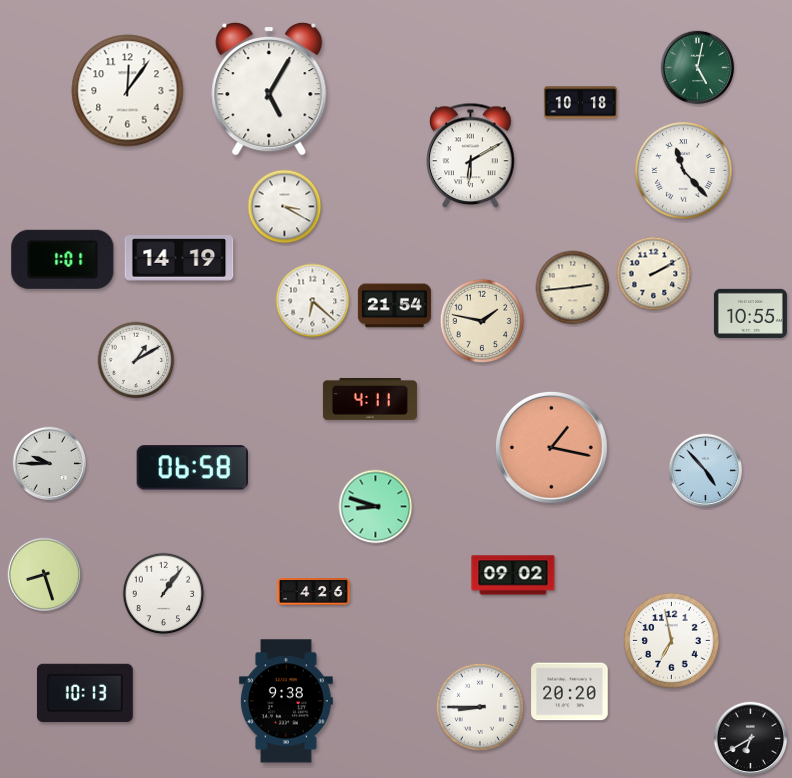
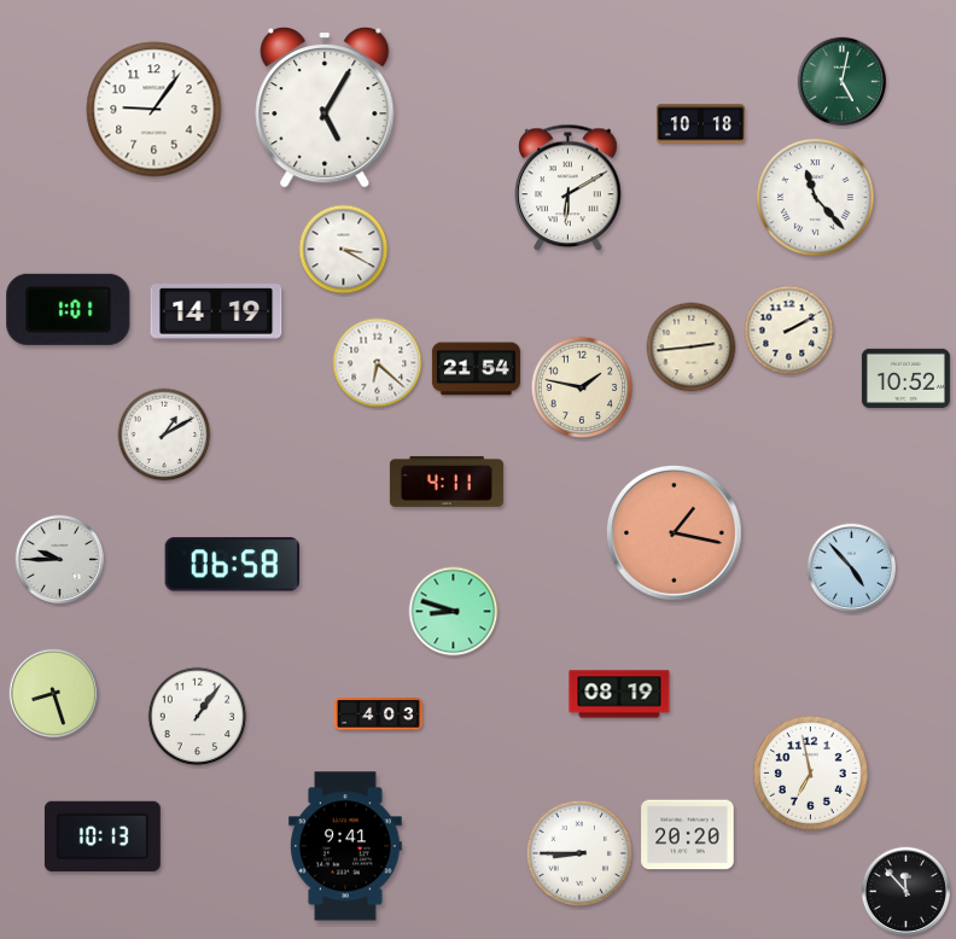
clock at (128, 91): 12:06 -> 9:06
clock at (684, 171) position: (684, 171) -> (816, 198)
clock at (63, 259) position: (63, 259) -> (69, 309)
clock at (750, 313): 10:55 -> 10:52
clock at (551, 447) position: (551, 447) -> (674, 532)
clock at (513, 575): 09:02 -> 08:19
clock at (313, 592): 4:26 -> 4:03
clock at (286, 701): 9:38 -> 9:41
clock at (751, 739): 6:40 -> 11:53
